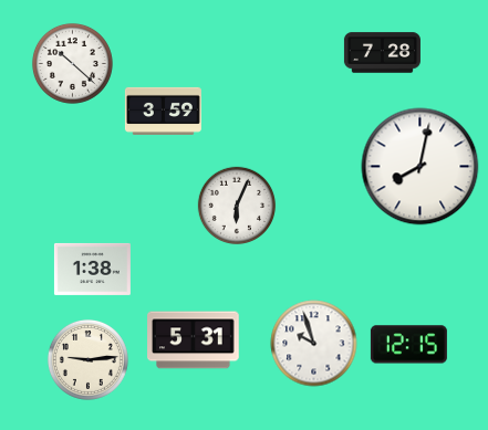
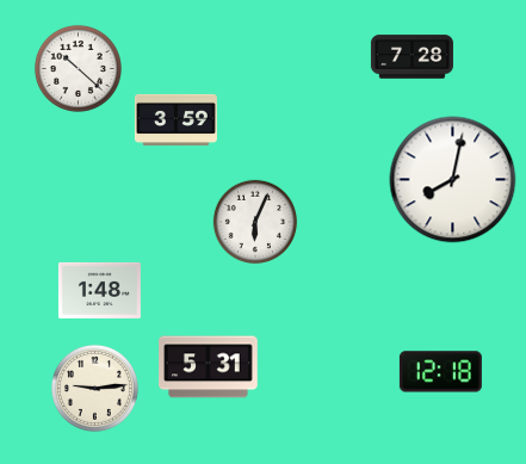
clock at (92, 269): 1:38 -> 1:48
clock at (314, 344): 9:57 -> none
clock at (408, 345): 12:15 -> 12:18
